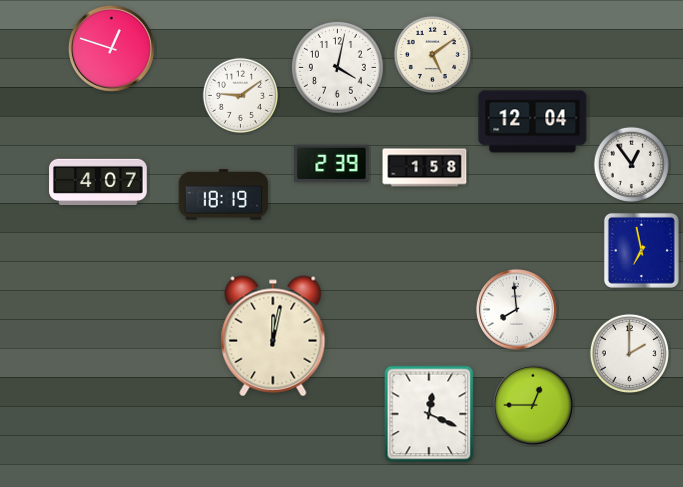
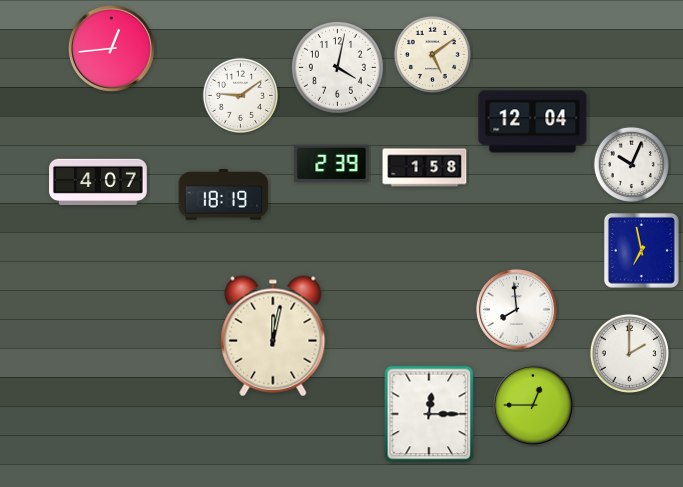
clock at (111, 48): 12:48 -> 12:44
clock at (631, 164): 12:54 -> 10:04
clock at (429, 414): 12:19 -> 12:15
